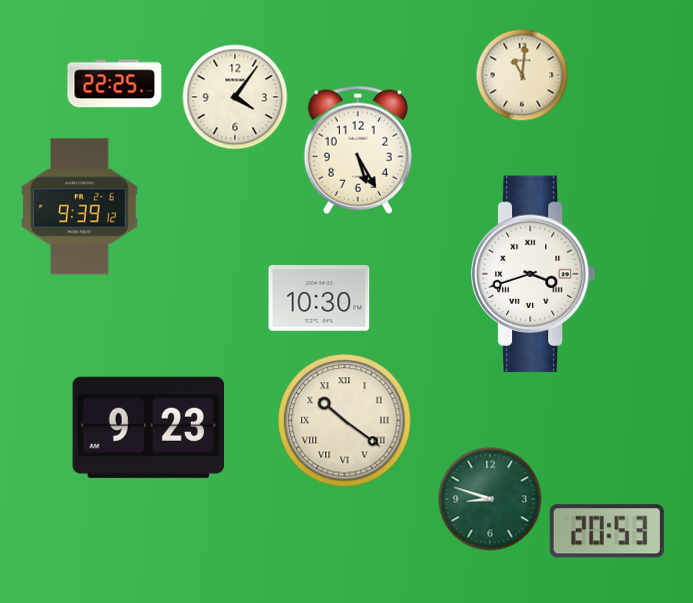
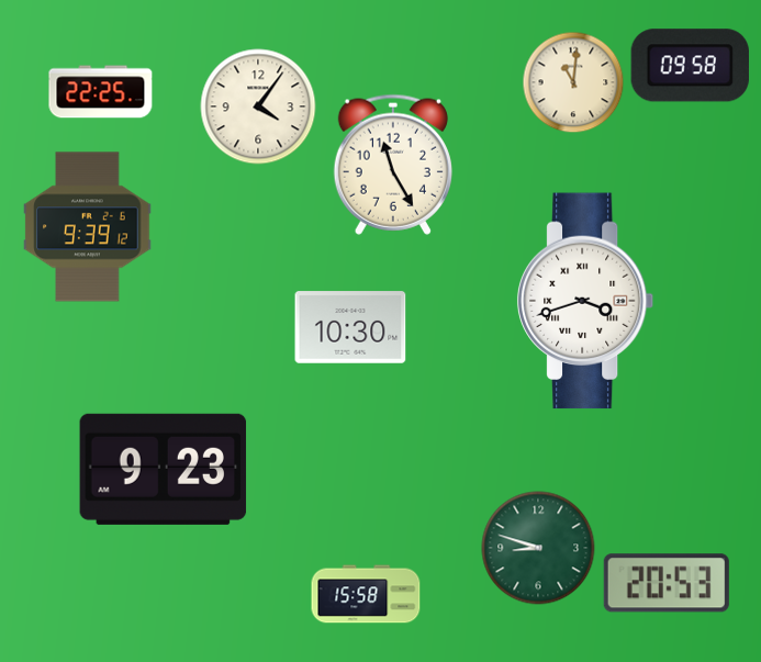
clock at (690, 66): none -> 09:58
clock at (115, 84) position: (115, 84) -> (101, 92)
clock at (358, 150): 5:25 -> 11:25
clock at (345, 421): 10:21 -> none
clock at (366, 594): none -> 15:58
